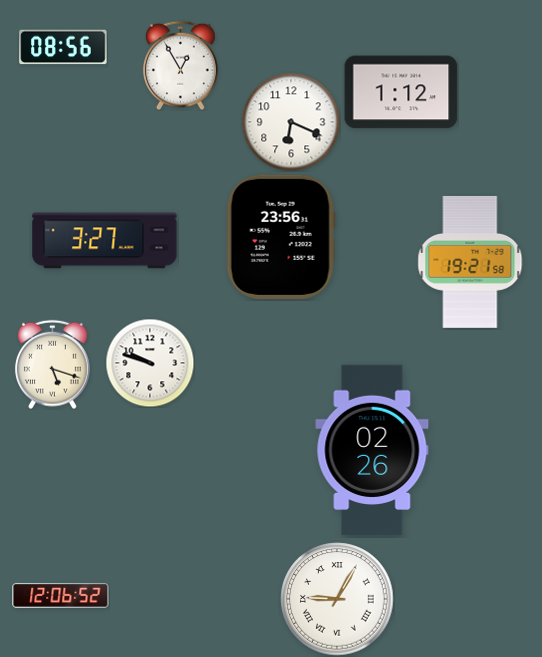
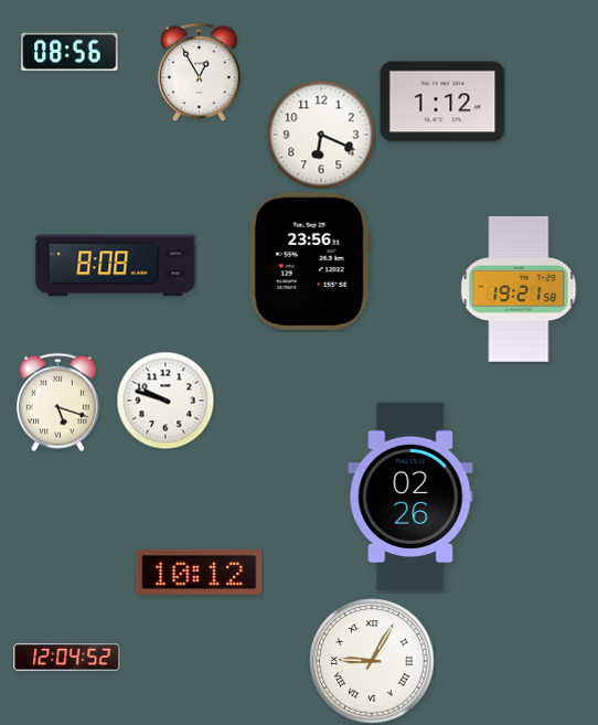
clock at (105, 241): 3:27 -> 8:08
clock at (200, 572): none -> 10:12
clock at (61, 596): 12:06 -> 12:04
